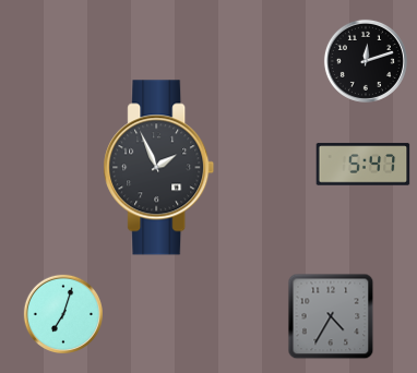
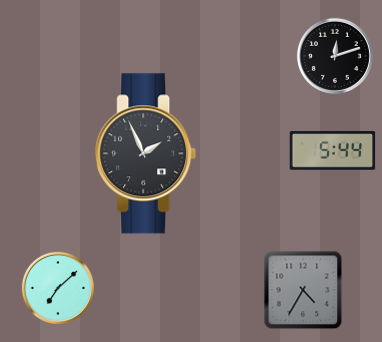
clock at (364, 165): 5:47 -> 5:44
clock at (62, 313): 7:03 -> 7:08
